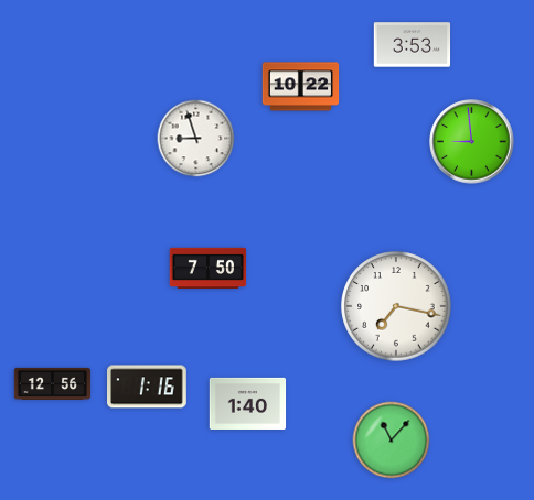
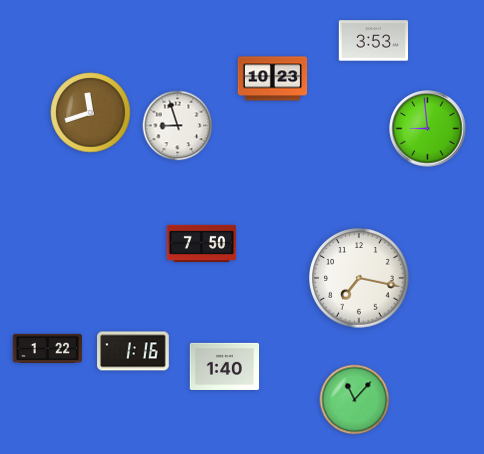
clock at (301, 87): 10:22 -> 10:23
clock at (91, 113): none -> 11:42
clock at (209, 268) position: (209, 268) -> (202, 243)
clock at (53, 383): 12:56 -> 1:22
